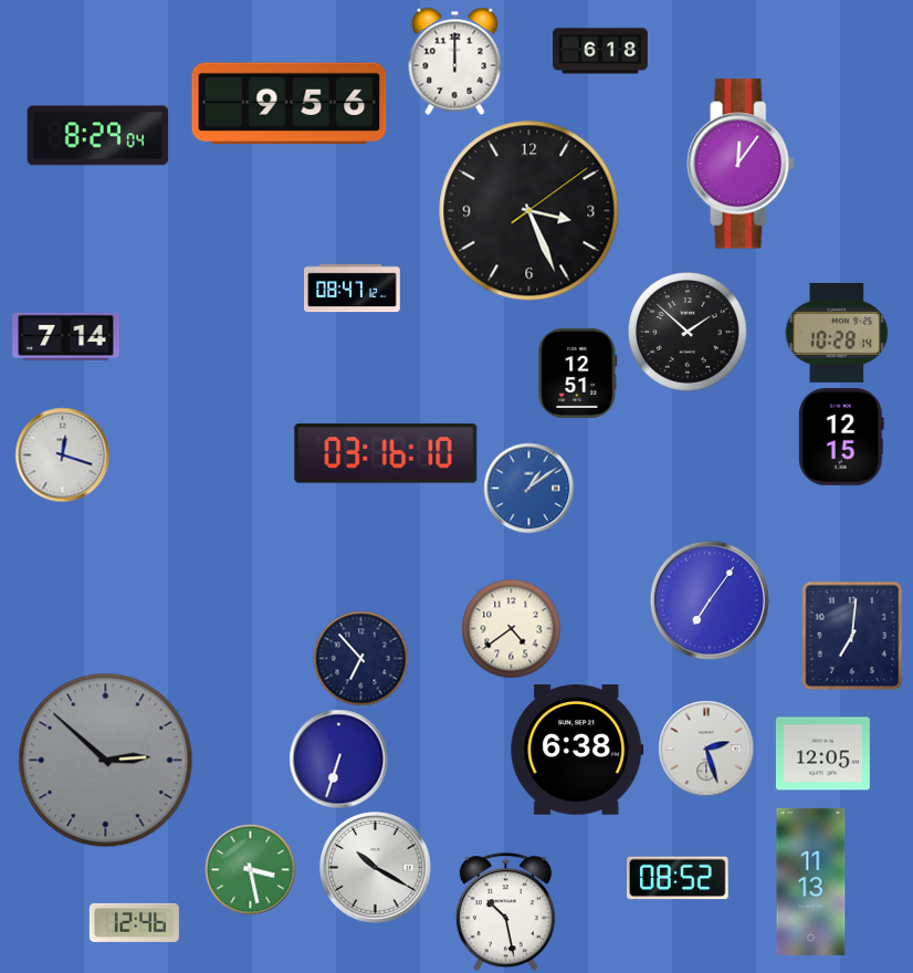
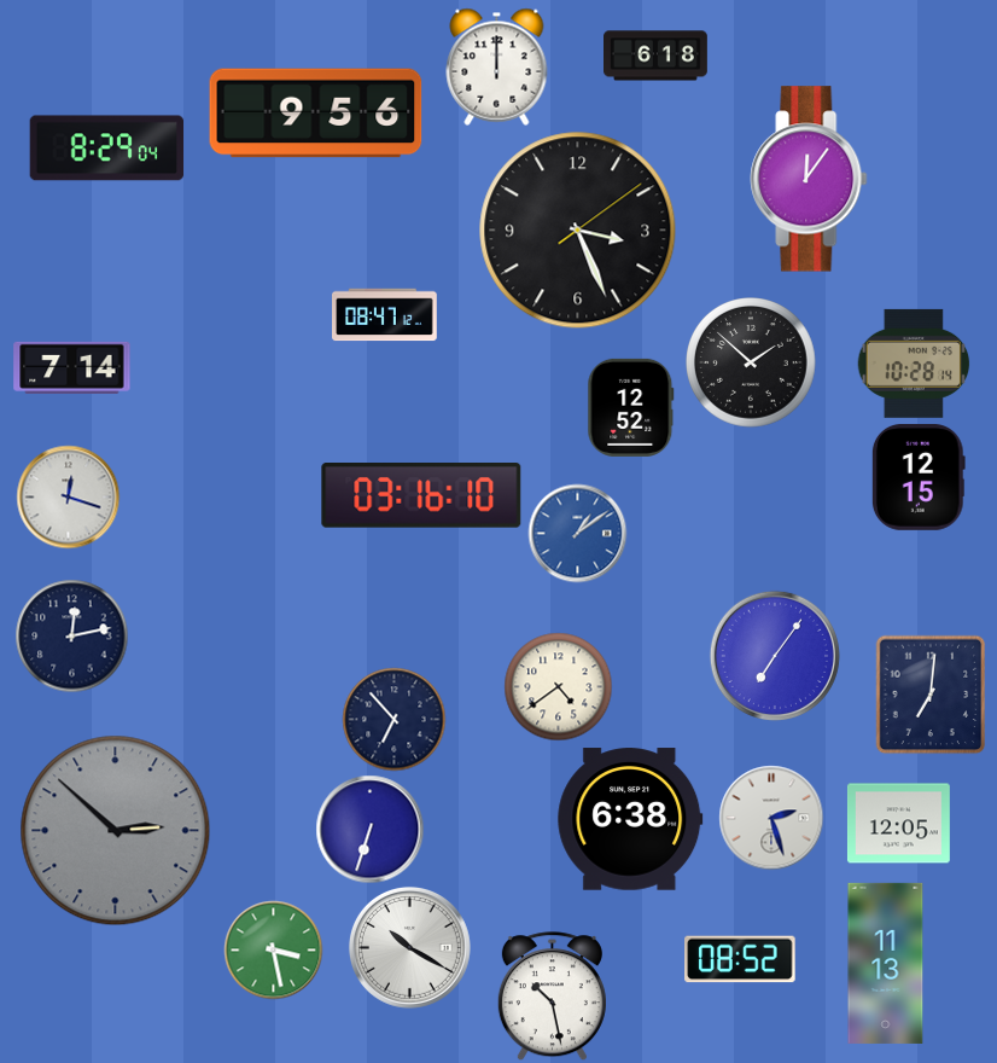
clock at (578, 373): 12:51 -> 12:52
clock at (71, 635): none -> 12:13
clock at (134, 922): 12:46 -> none
